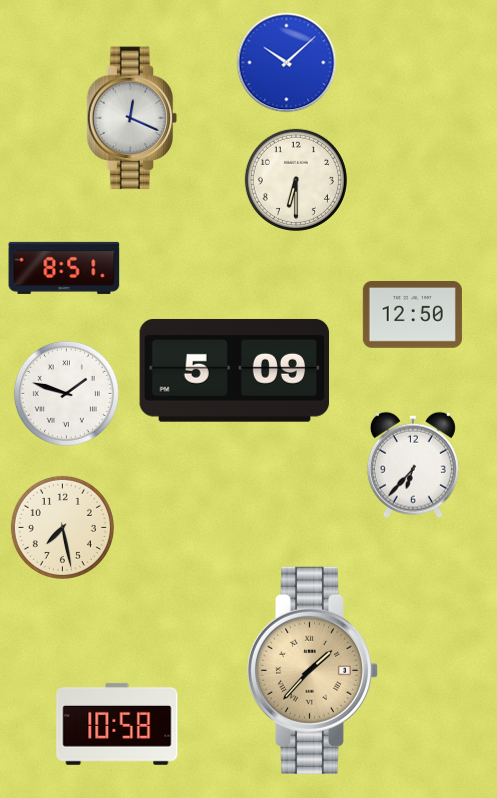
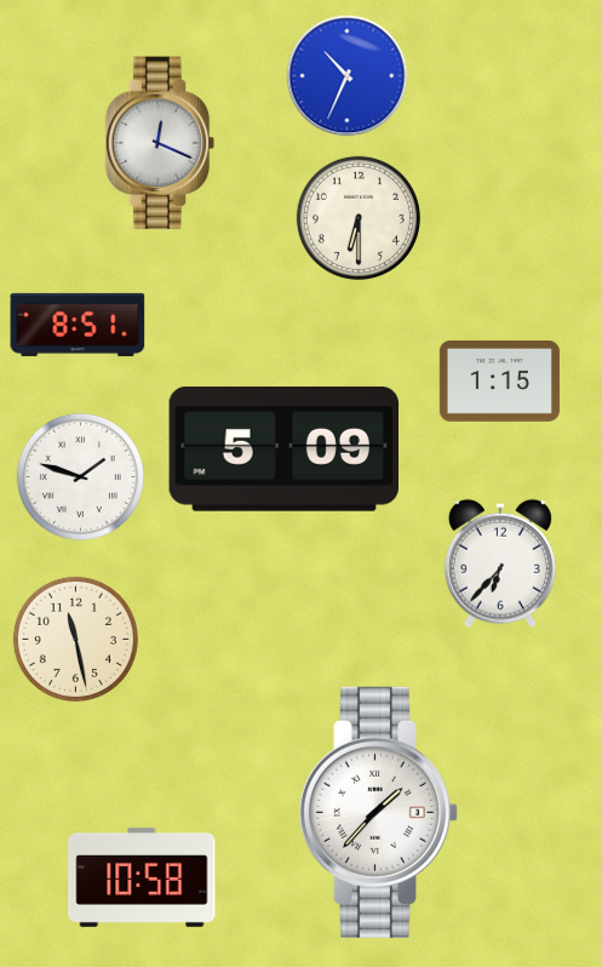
clock at (287, 63): 10:08 -> 10:34
clock at (412, 314): 12:50 -> 1:15
clock at (62, 527): 7:28 -> 11:28
clock at (312, 670) dial: champagne -> white
